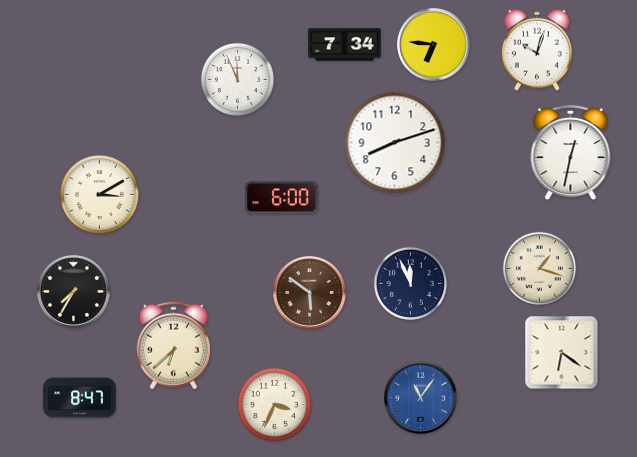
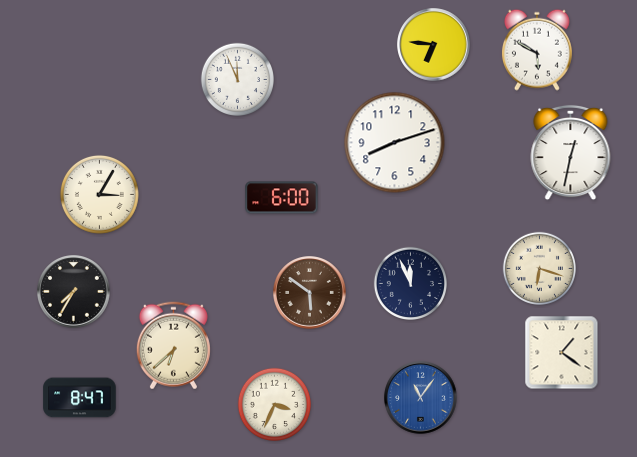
clock at (345, 45): 7:34 -> none
clock at (537, 50): 10:03 -> 5:50
clock at (99, 194): 3:10 -> 3:05
clock at (539, 268): 1:18 -> 6:18
clock at (562, 353): 6:21 -> 1:21
